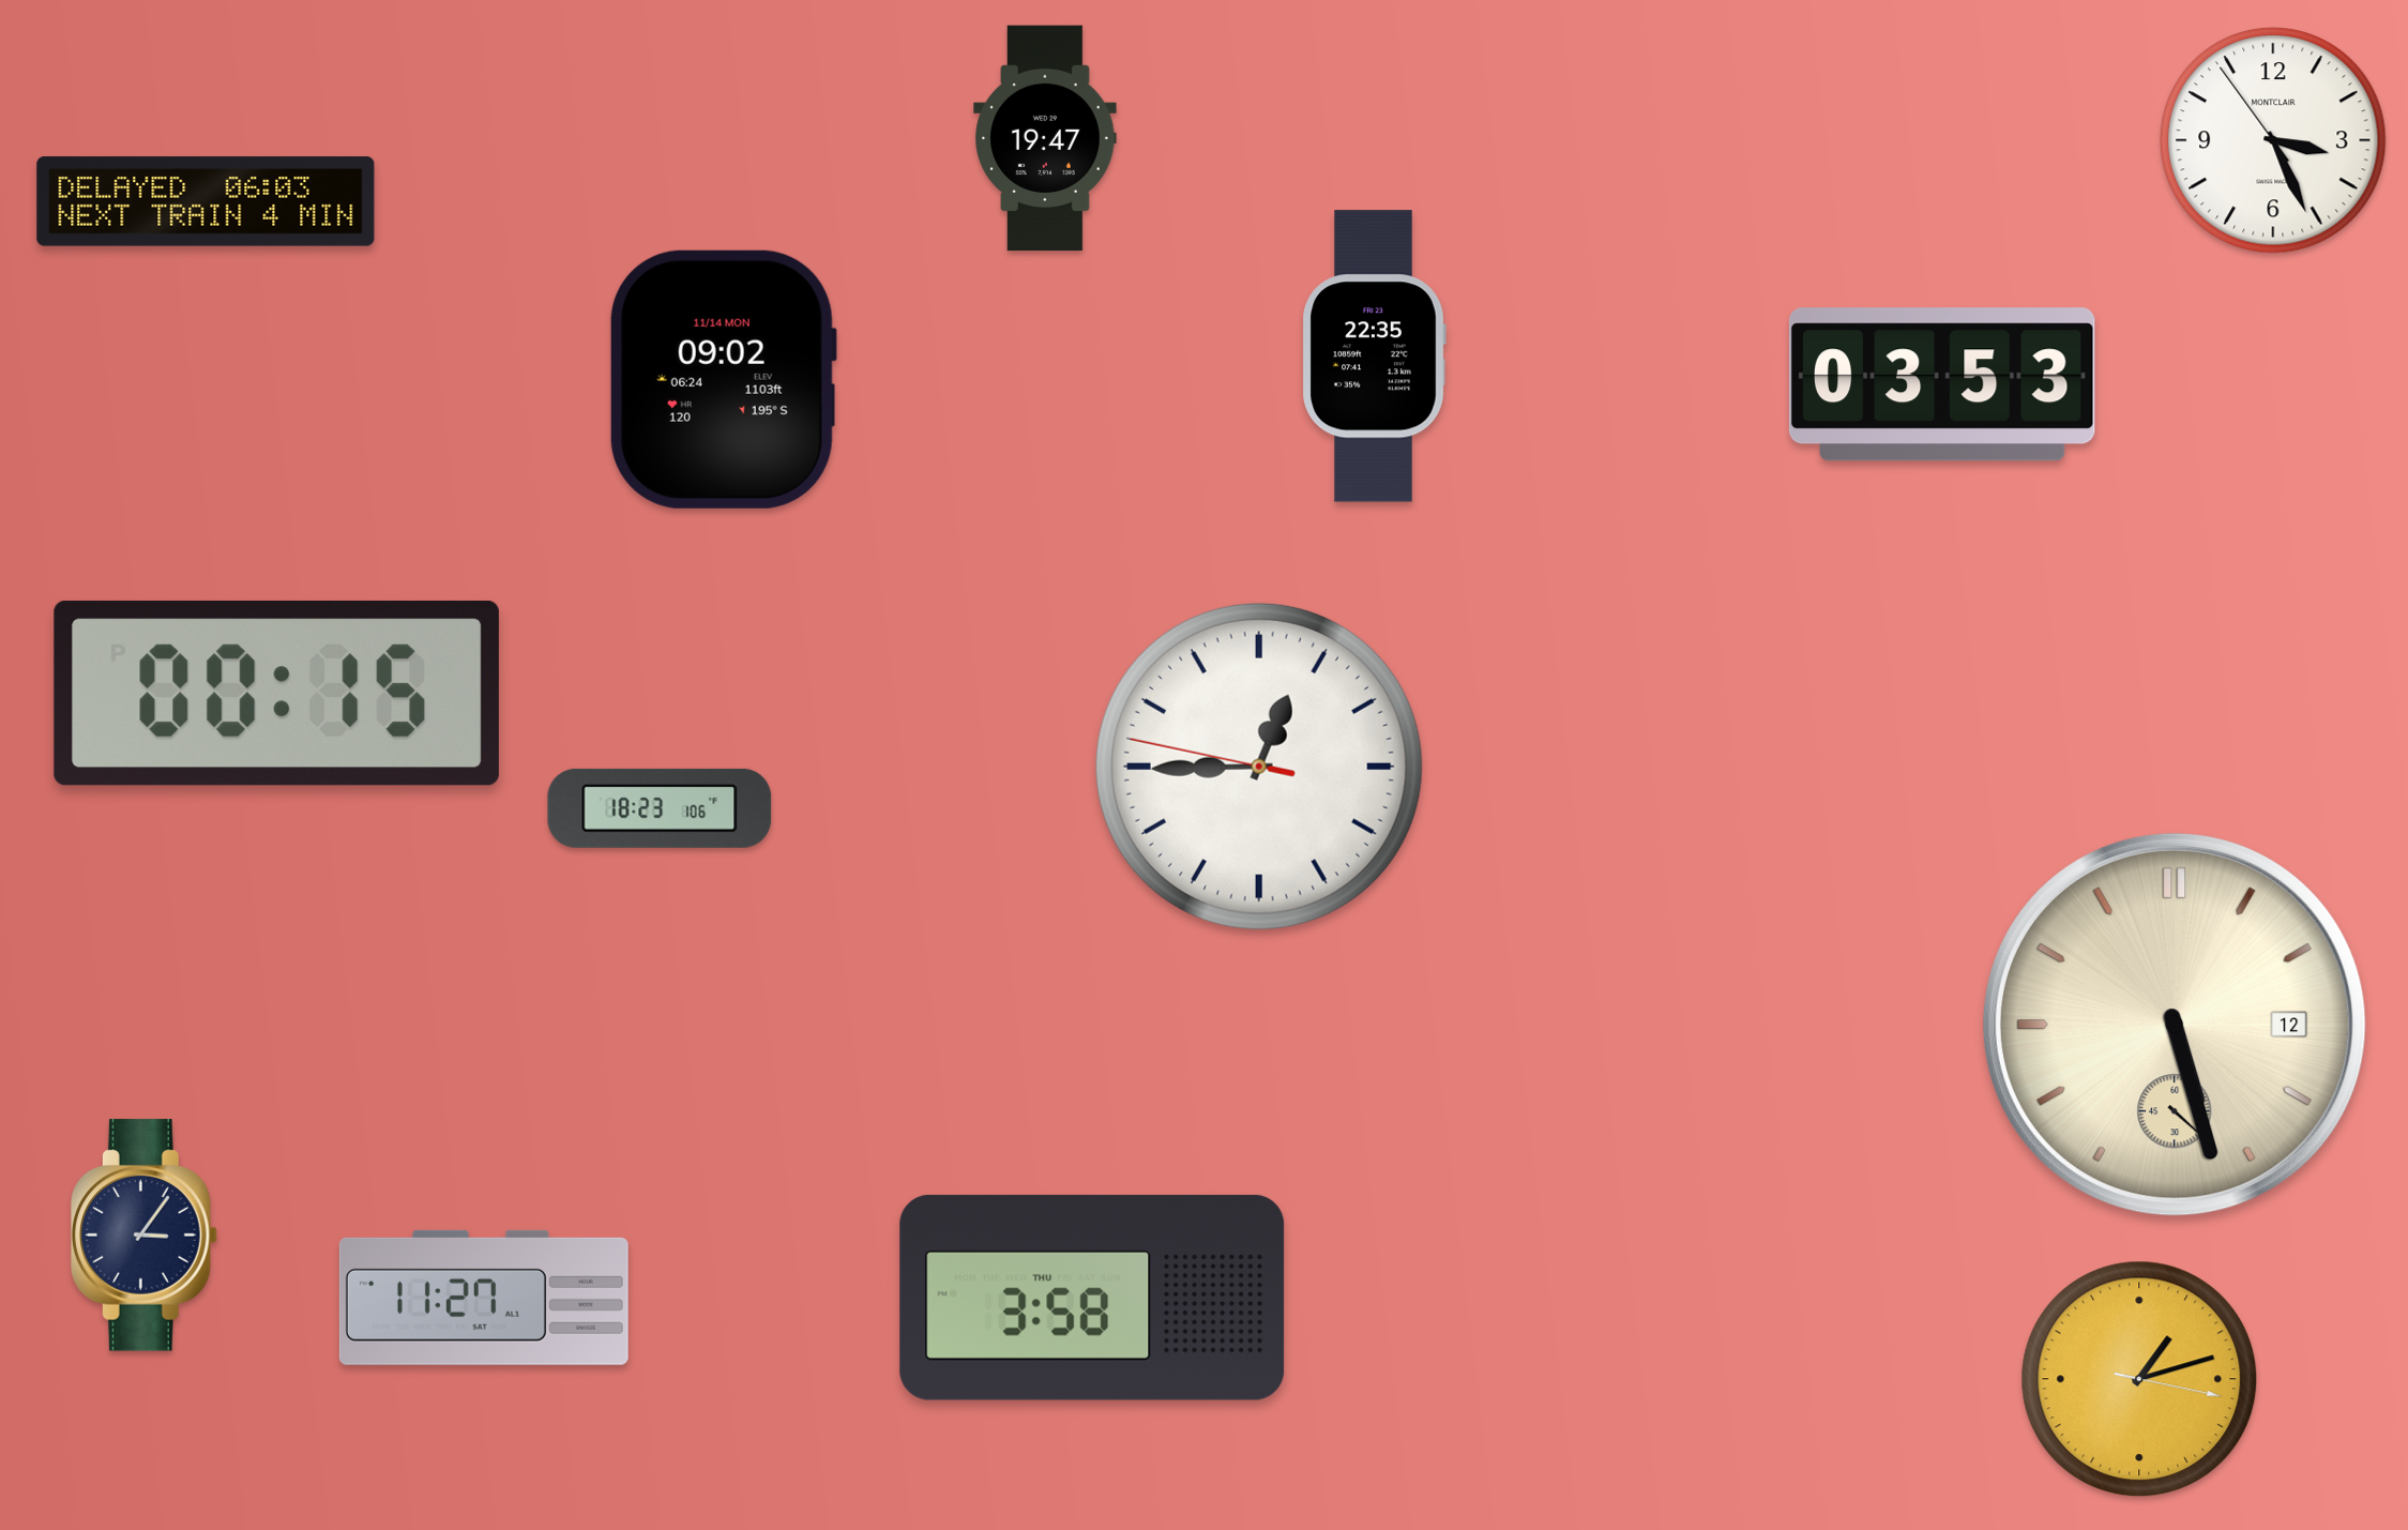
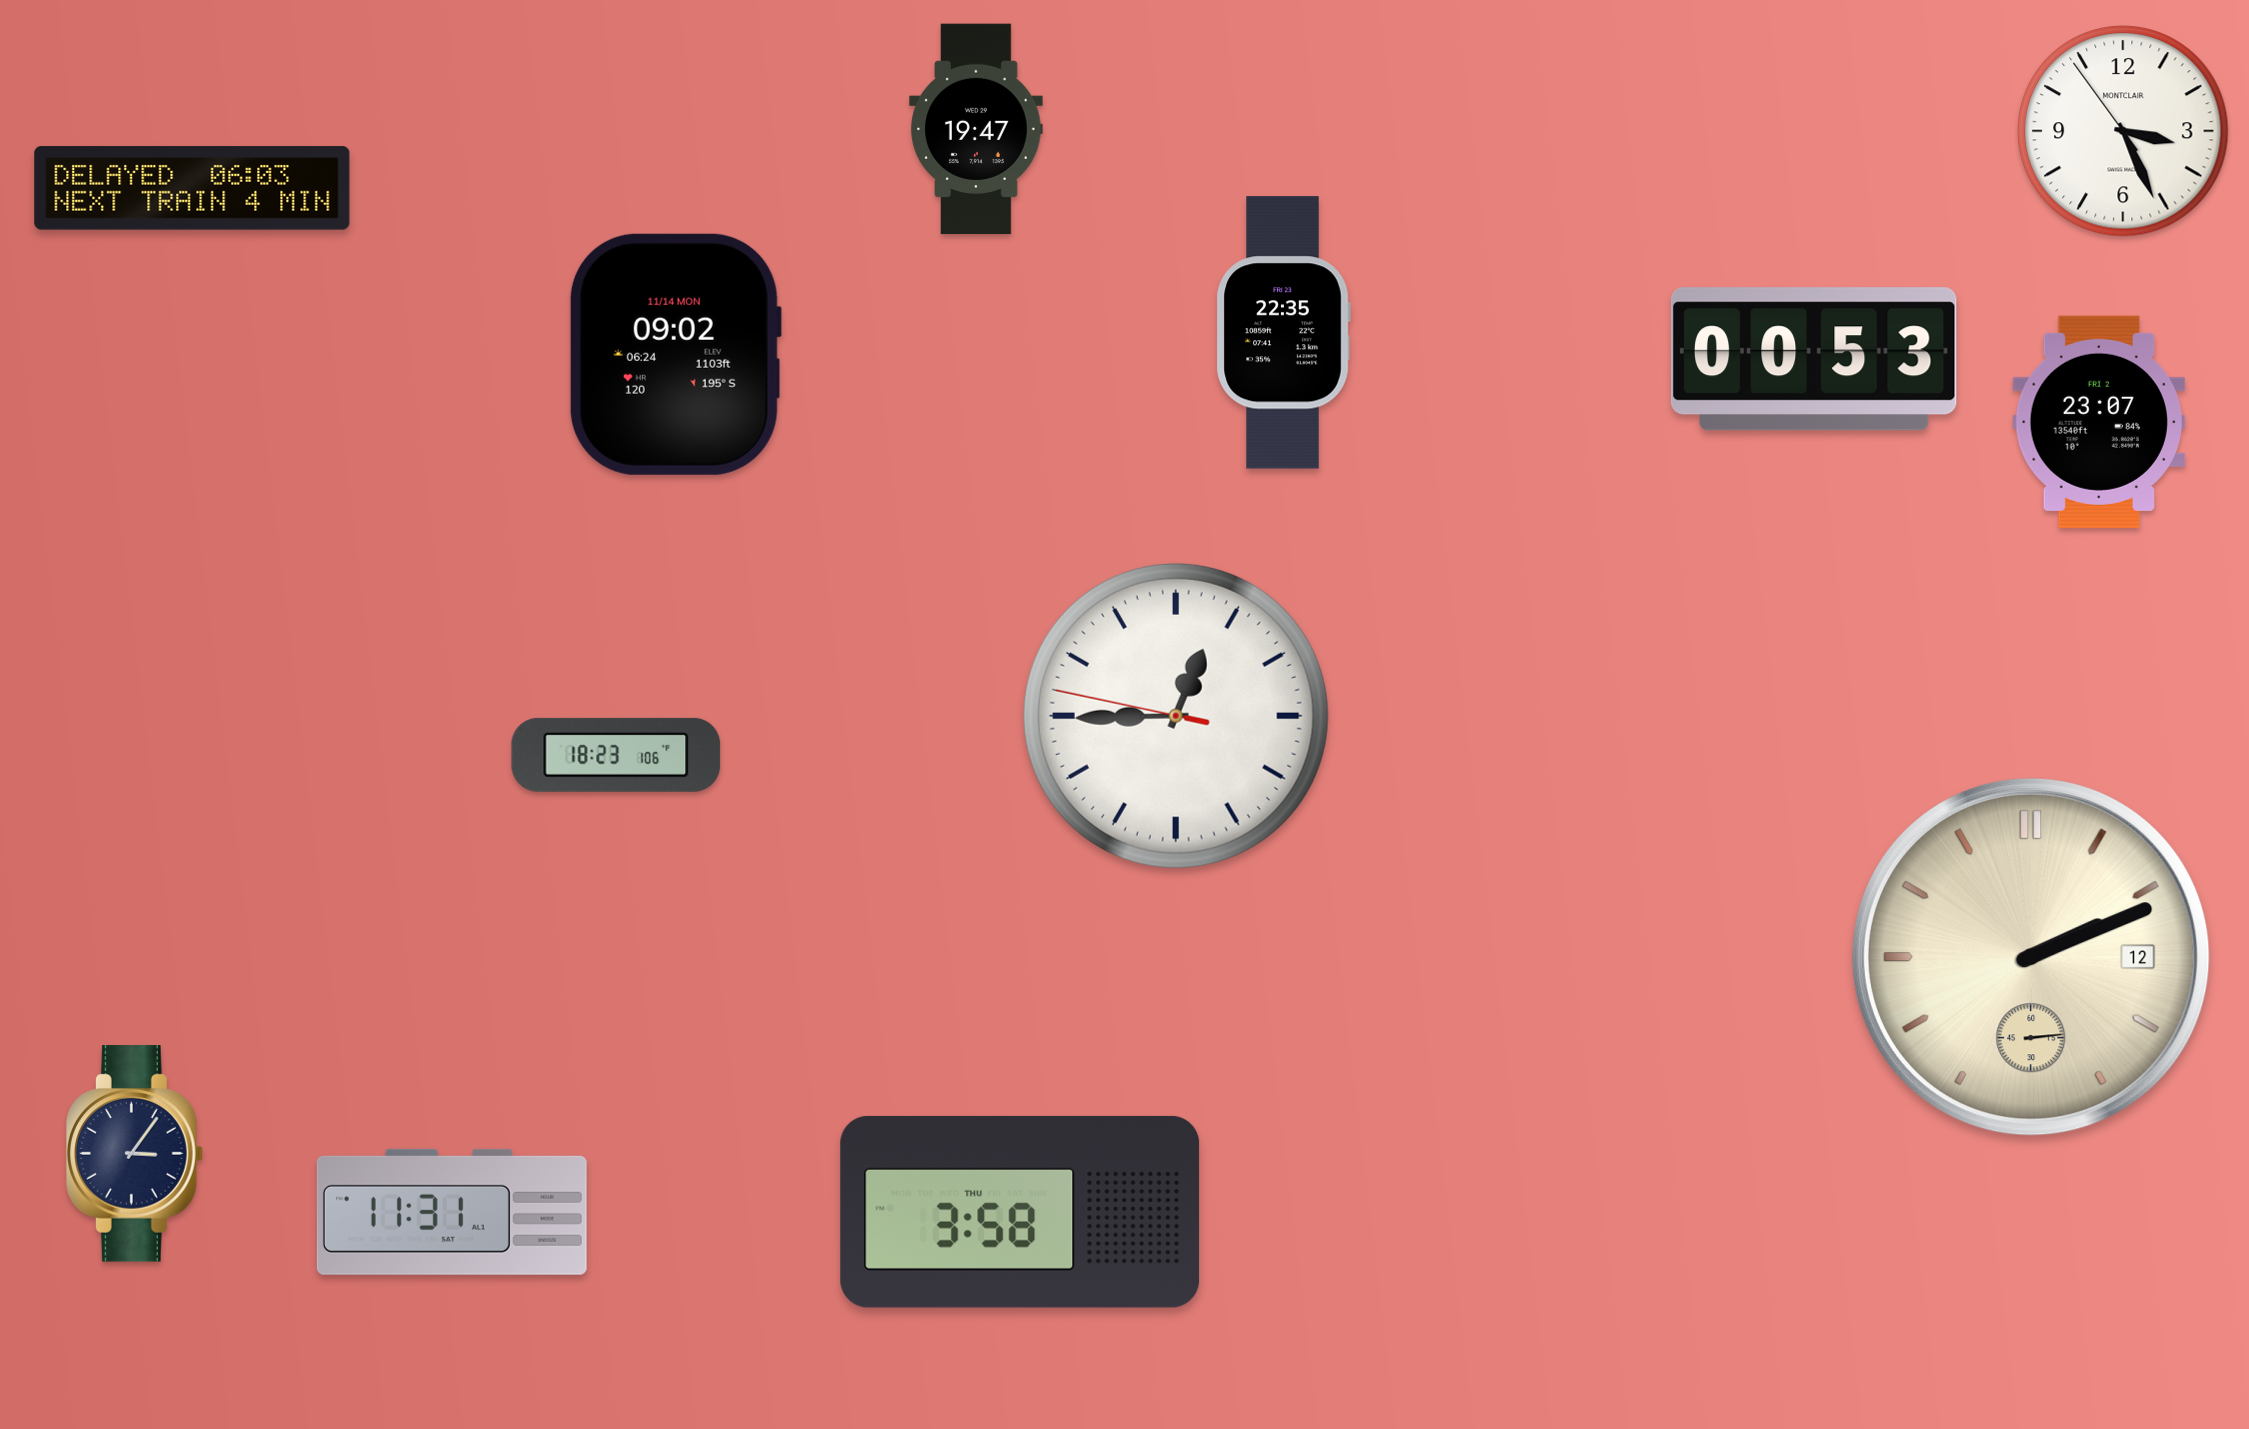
clock at (1942, 384): 03:53 -> 00:53
clock at (2098, 422): none -> 23:07
clock at (276, 693): 00:15 -> none
clock at (2175, 1025): 5:27 -> 2:11
clock at (484, 1298): 11:27 -> 11:31
clock at (2139, 1379): 1:12 -> none
